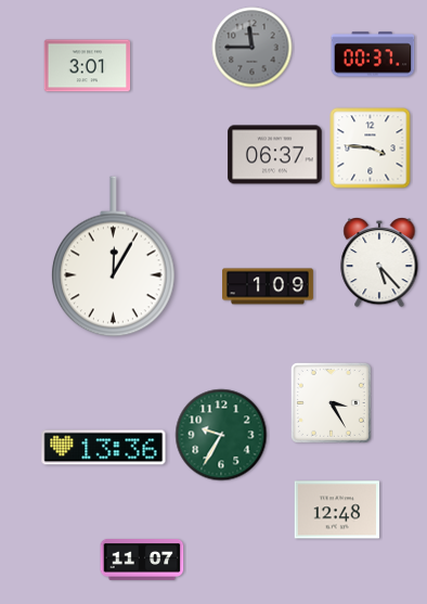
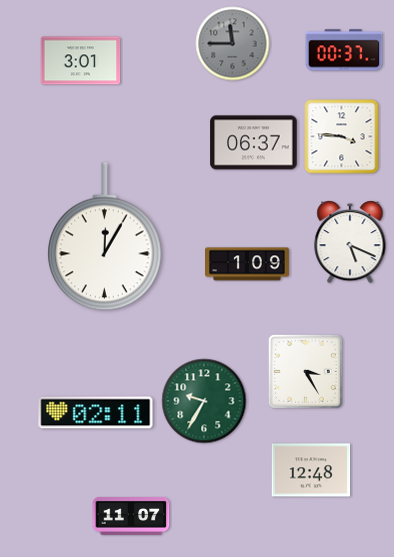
clock at (379, 264): 5:23 -> 5:19
clock at (104, 448): 13:36 -> 02:11
